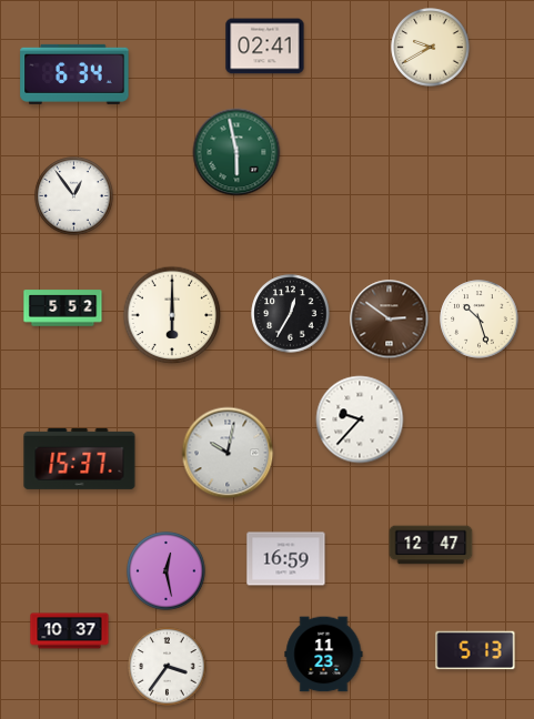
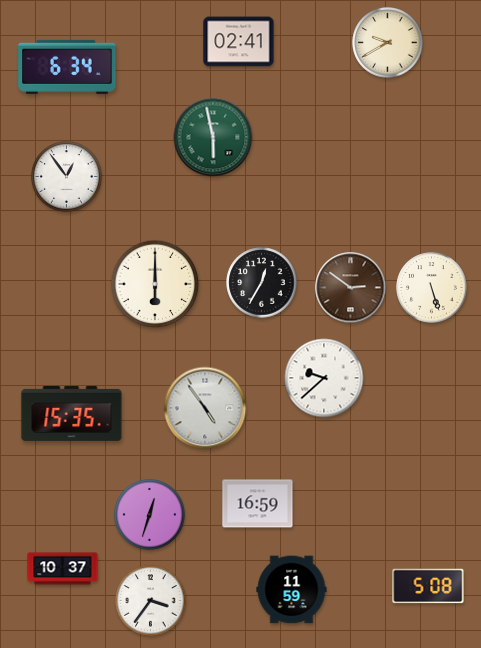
clock at (63, 308): 5:52 -> none
clock at (480, 320): 10:27 -> 5:27
clock at (360, 419): 9:37 -> 9:38
clock at (228, 453): 10:02 -> 4:54
clock at (80, 458): 15:37 -> 15:35
clock at (431, 545): 12:47 -> none
clock at (167, 571): 12:28 -> 12:33
clock at (475, 650): 5:13 -> 5:08
clock at (324, 655): 11:23 -> 11:59
